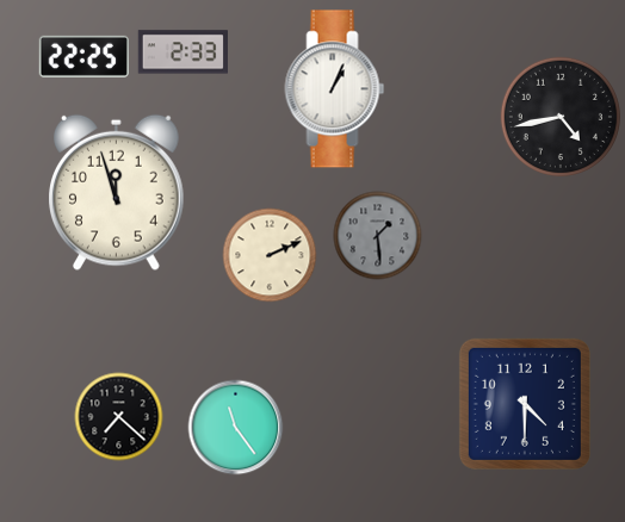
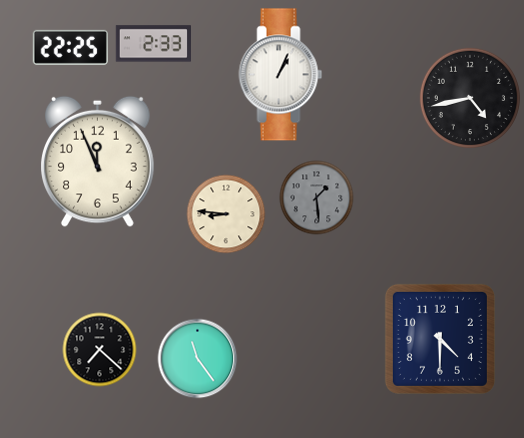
clock at (117, 192): 11:57 -> 11:56
clock at (270, 255): 2:11 -> 8:46
